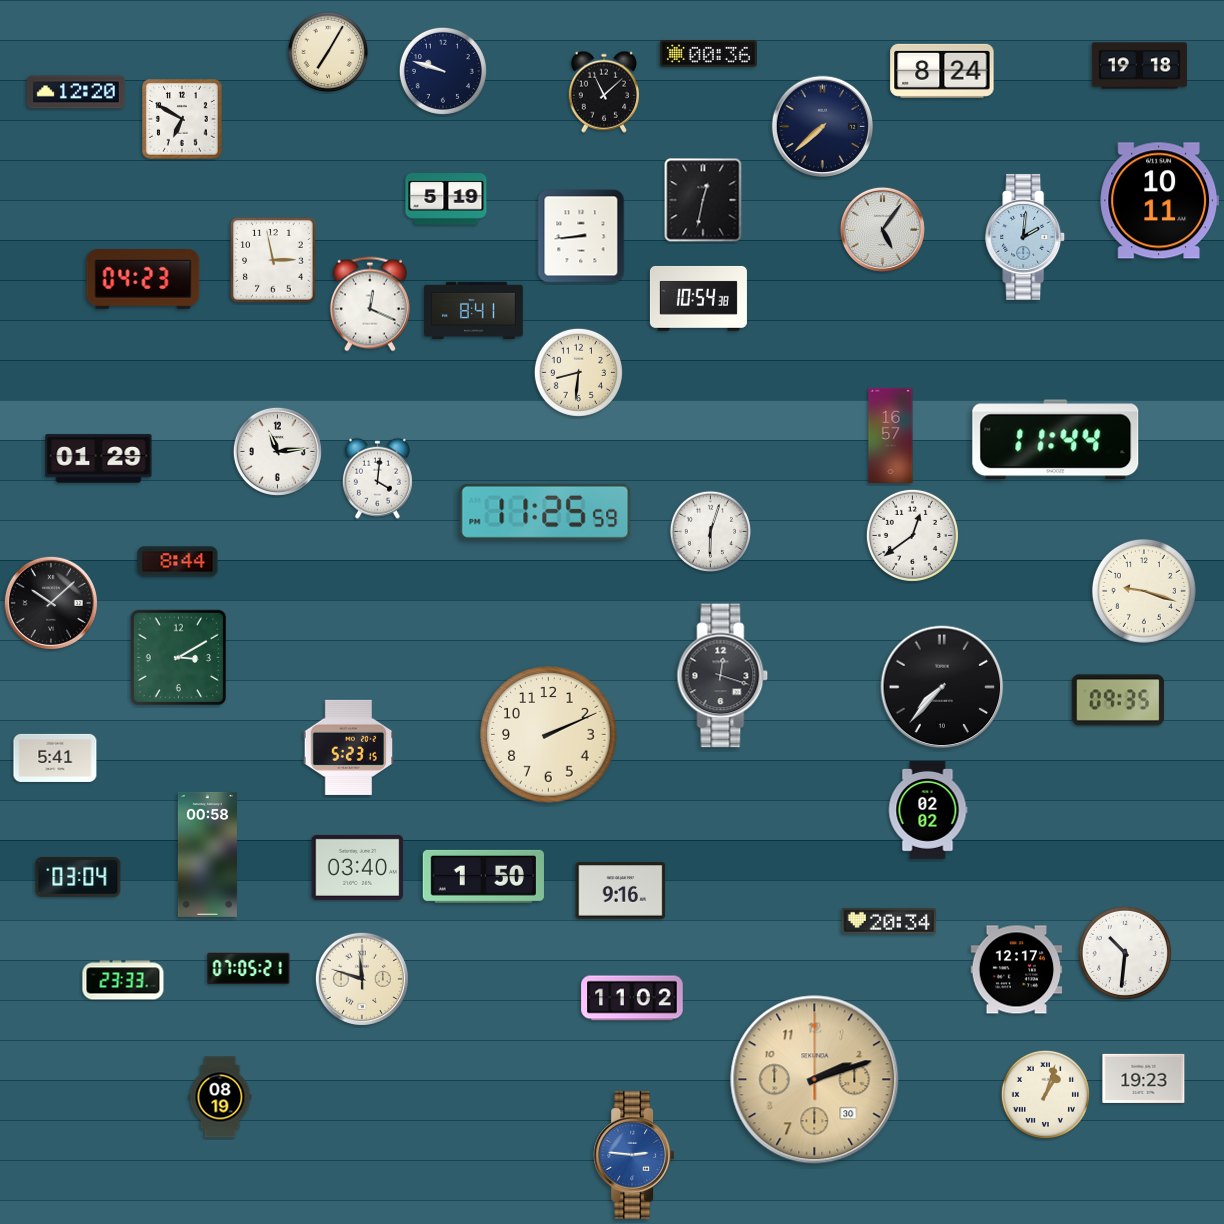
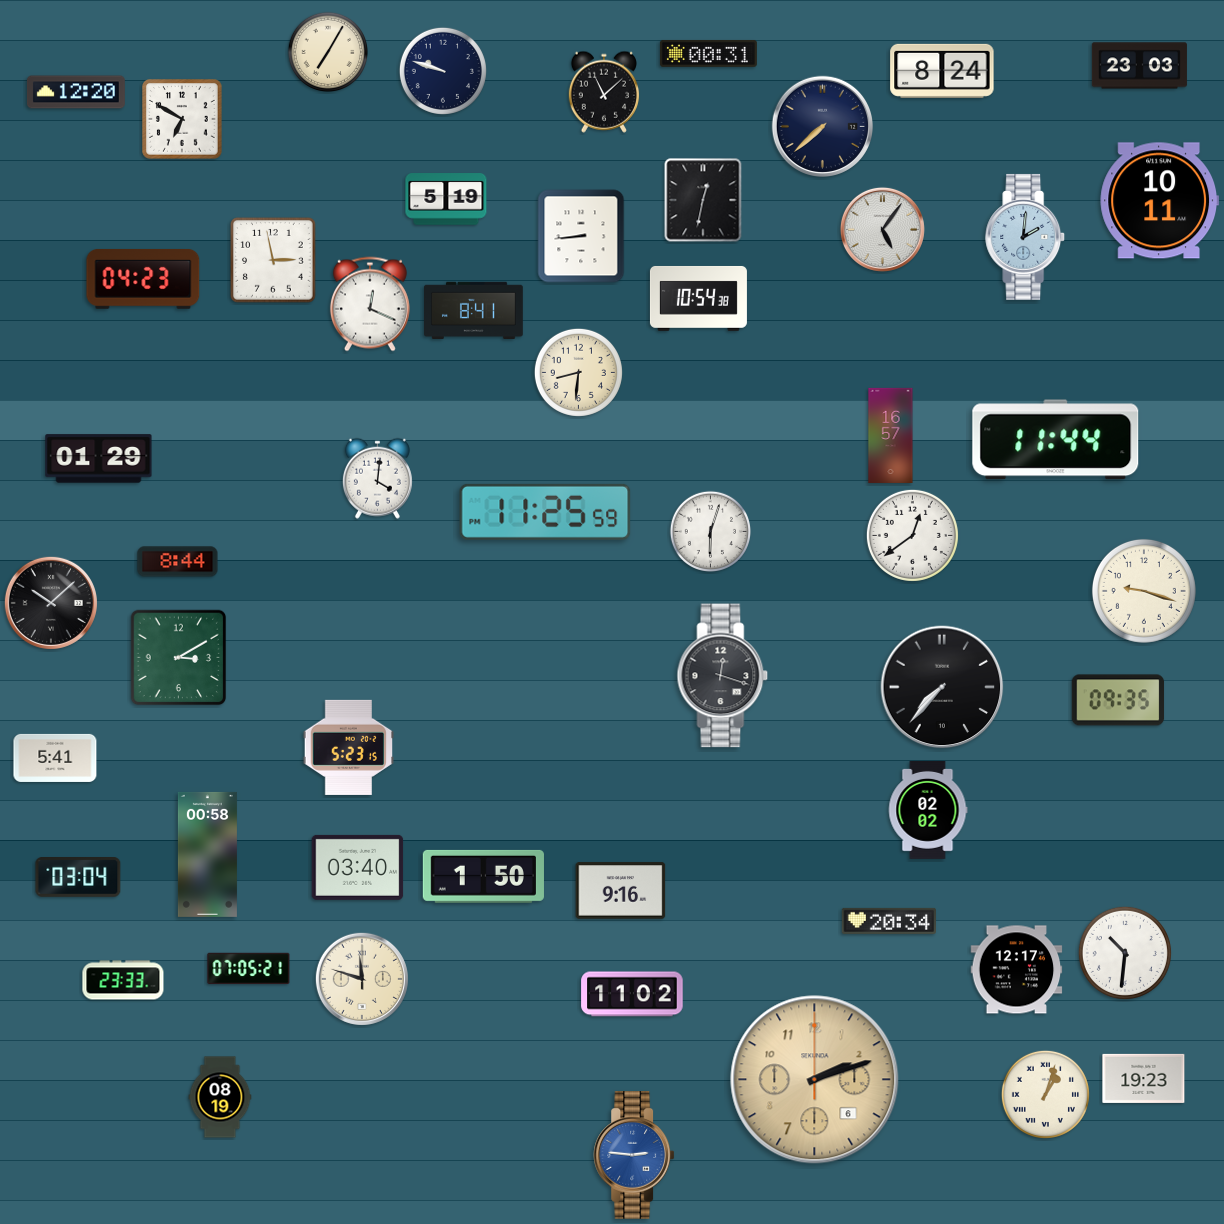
clock at (708, 53): 00:36 -> 00:31
clock at (1139, 66): 19:18 -> 23:03
clock at (277, 451): 11:14 -> none
clock at (549, 735): 2:11 -> none
clock at (632, 998) position: (632, 998) -> (632, 994)
clock at (815, 1080) date: 30 -> 6
